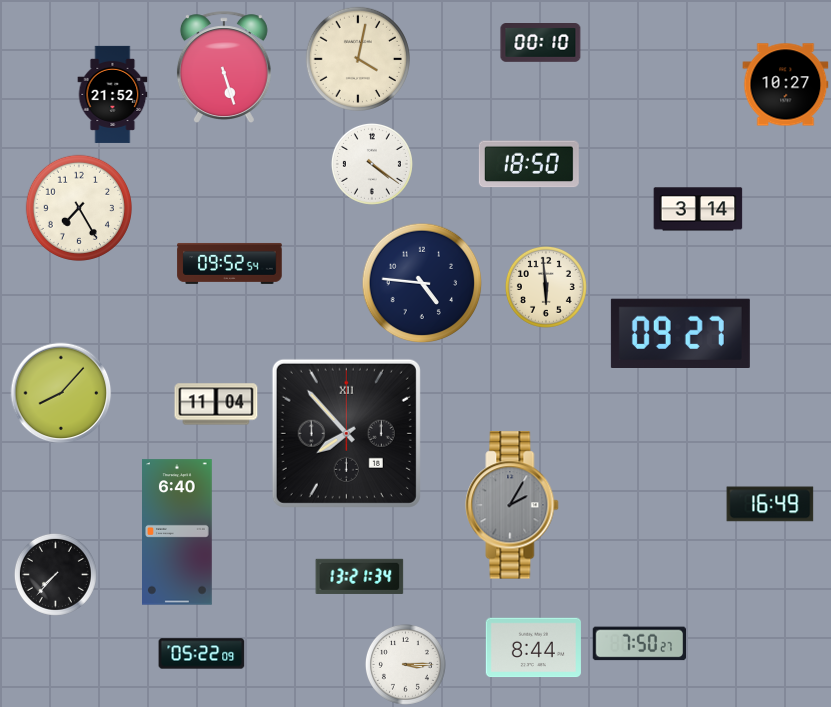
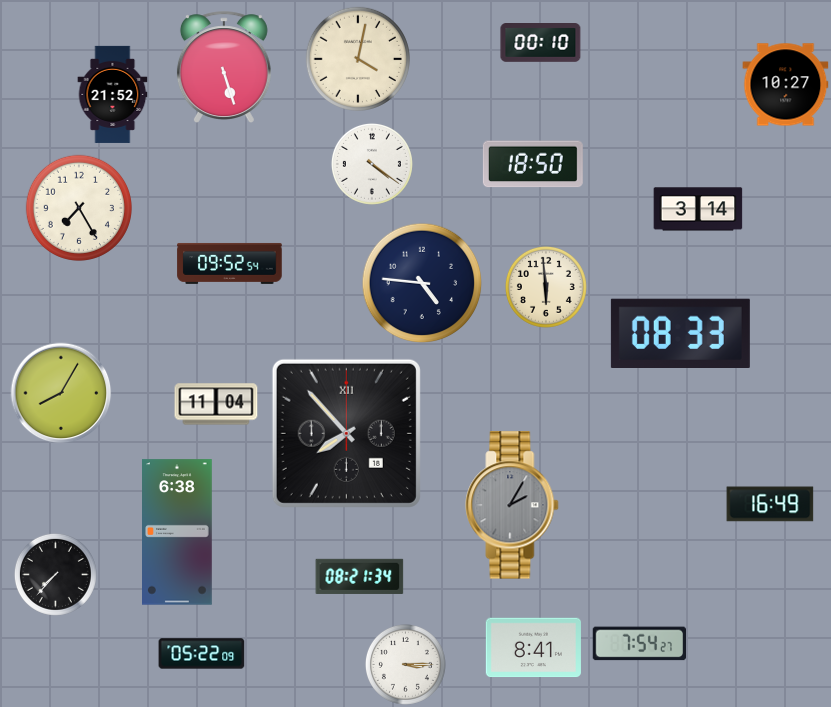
clock at (529, 164) position: (529, 164) -> (533, 164)
clock at (680, 333): 09:27 -> 08:33
clock at (61, 393): 8:07 -> 8:05
clock at (178, 532): 6:40 -> 6:38
clock at (360, 576): 13:21 -> 08:21
clock at (639, 644): 7:50 -> 7:54
clock at (533, 648): 8:44 -> 8:41
